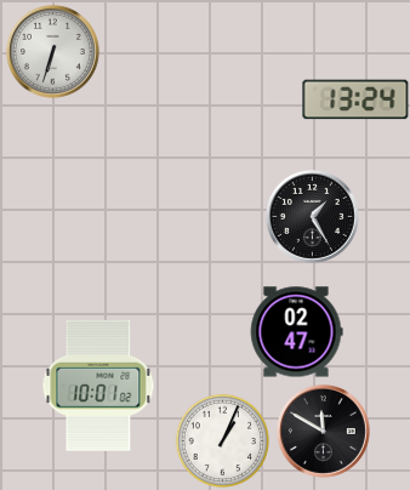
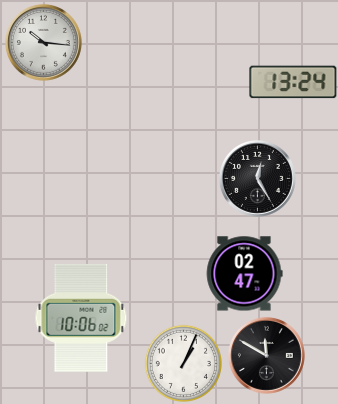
clock at (52, 51): 6:33 -> 10:16
clock at (312, 216): 1:25 -> 12:25
clock at (98, 386): 10:01 -> 10:06
